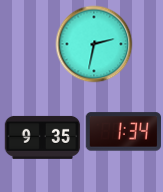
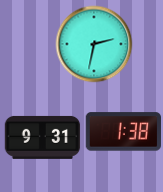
clock at (123, 132): 1:34 -> 1:38
clock at (43, 137): 9:35 -> 9:31
